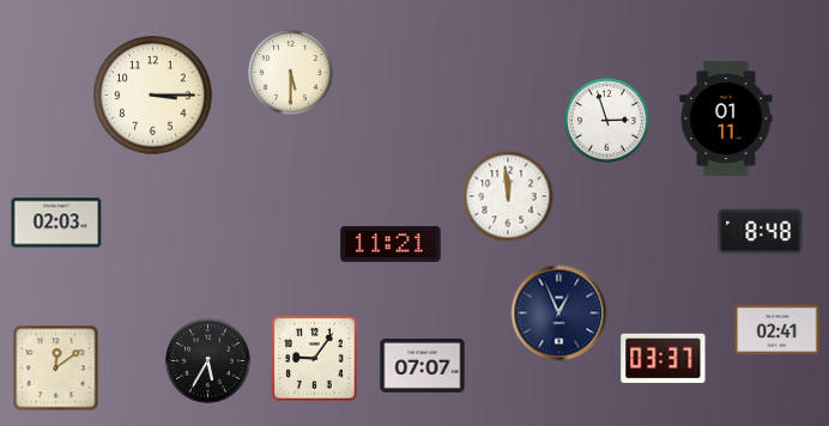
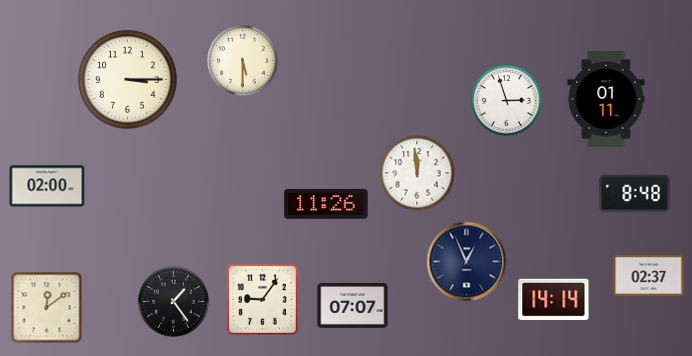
clock at (508, 196) position: (508, 196) -> (417, 173)
clock at (56, 223): 02:03 -> 02:00
clock at (391, 244): 11:21 -> 11:26
clock at (777, 330): 02:41 -> 02:37
clock at (664, 358): 03:37 -> 14:14
clock at (208, 361): 5:35 -> 1:24
